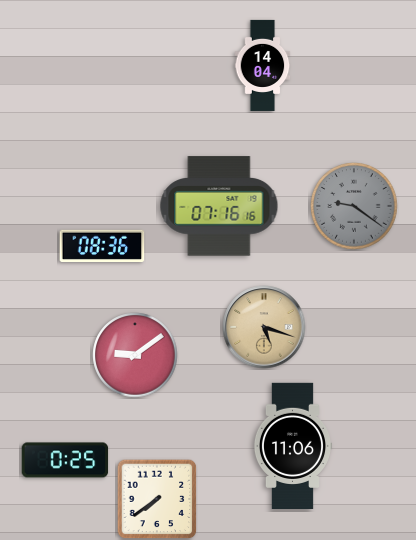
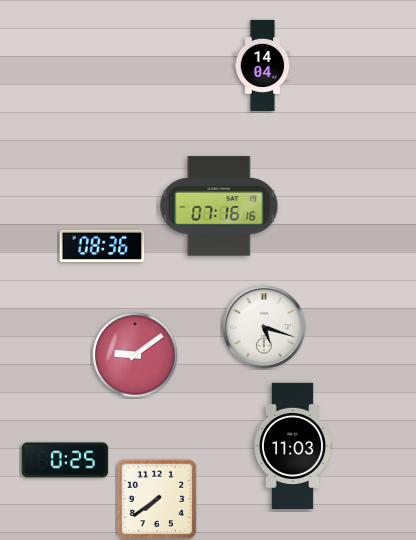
clock at (354, 206): 9:21 -> none
clock at (264, 327) dial: champagne -> white
clock at (292, 445): 11:06 -> 11:03
